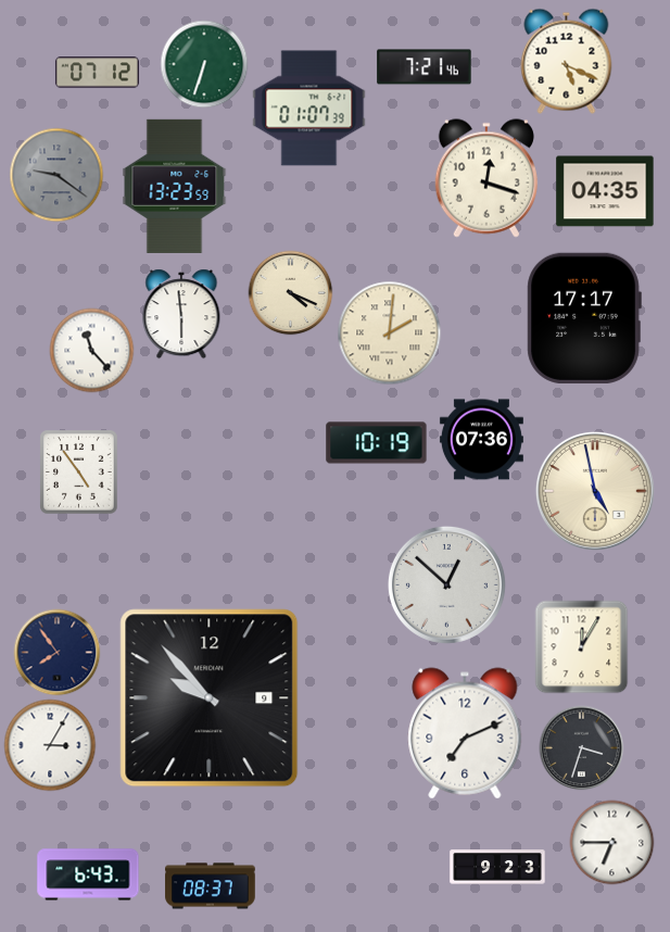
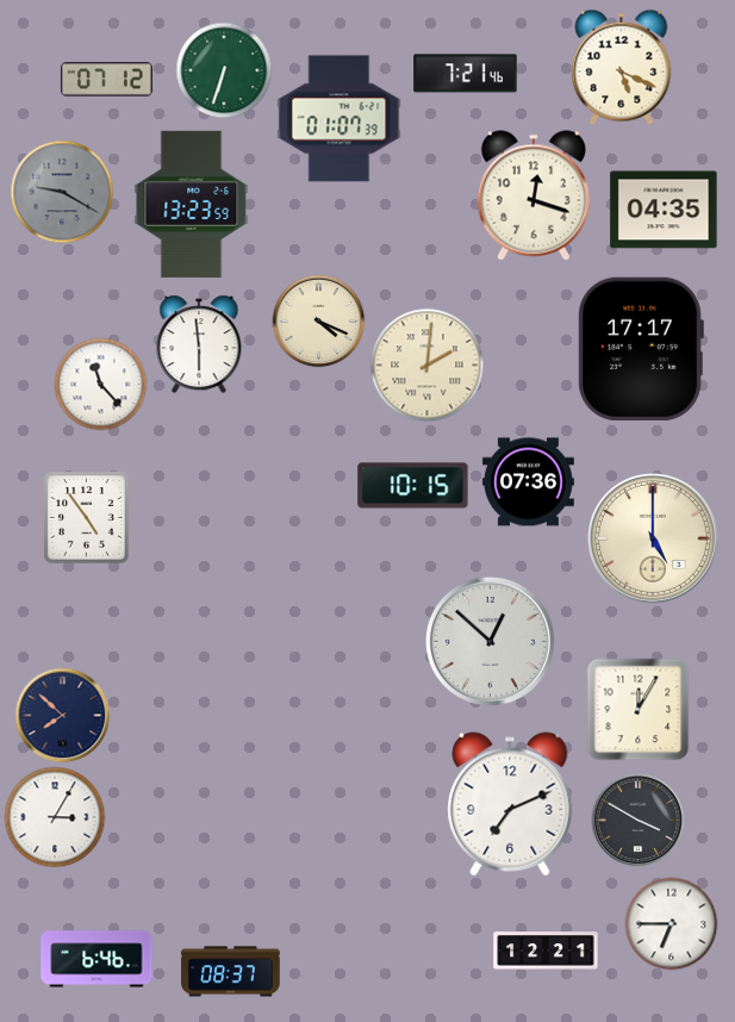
clock at (56, 175): 9:21 -> 9:20
clock at (377, 443): 10:19 -> 10:15
clock at (595, 491): 4:58 -> 5:00
clock at (56, 652): 7:54 -> 7:52
clock at (210, 698): 9:53 -> none
clock at (581, 747): 3:33 -> 3:50
clock at (497, 867): 9:23 -> 12:21
clock at (88, 874): 6:43 -> 6:46
